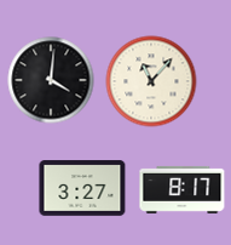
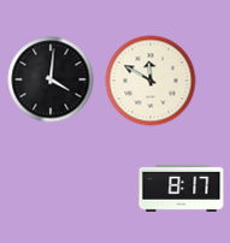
clock at (151, 81): 11:07 -> 11:50
clock at (82, 188): 3:27 -> none
